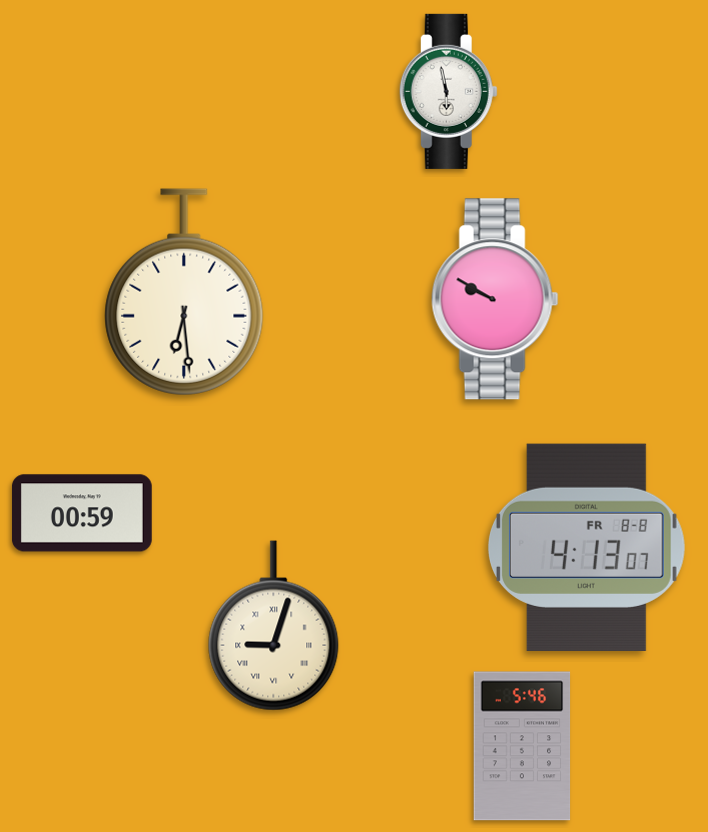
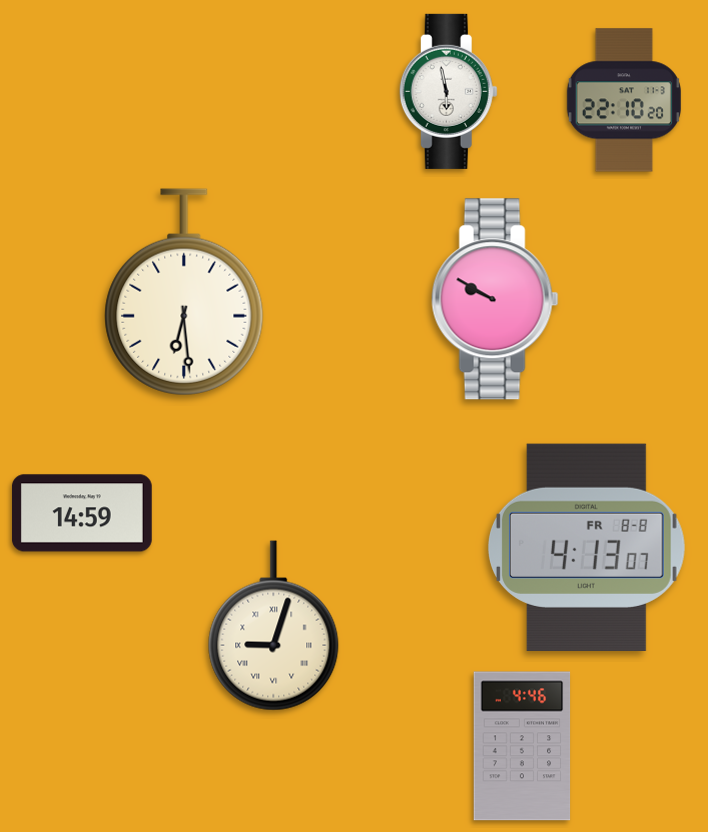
clock at (624, 100): none -> 22:10
clock at (83, 513): 00:59 -> 14:59
clock at (522, 746): 5:46 -> 4:46
